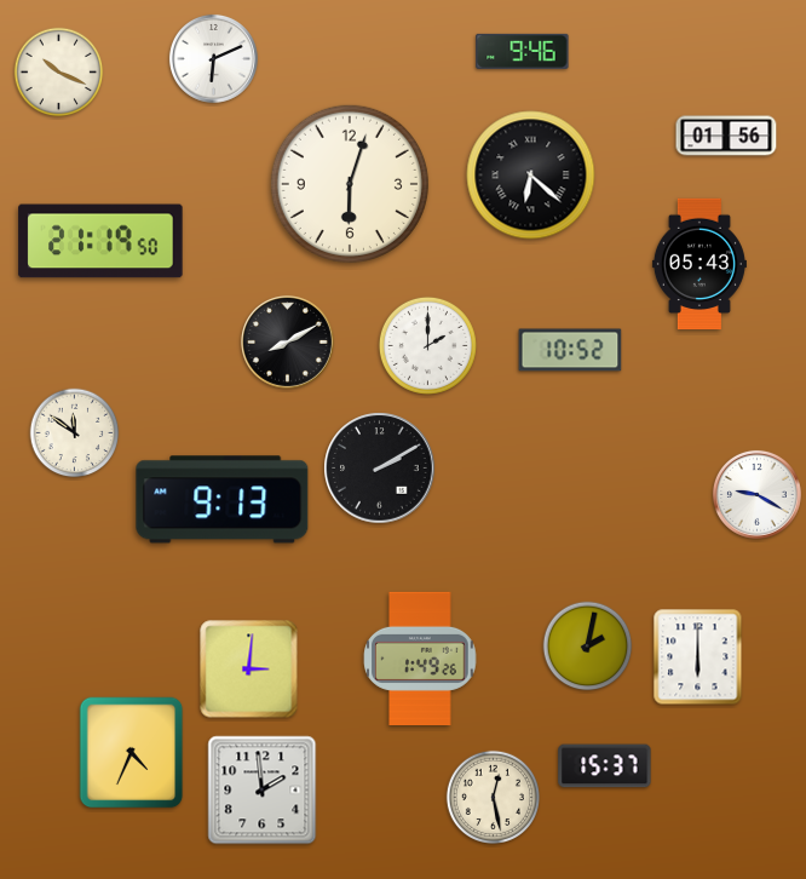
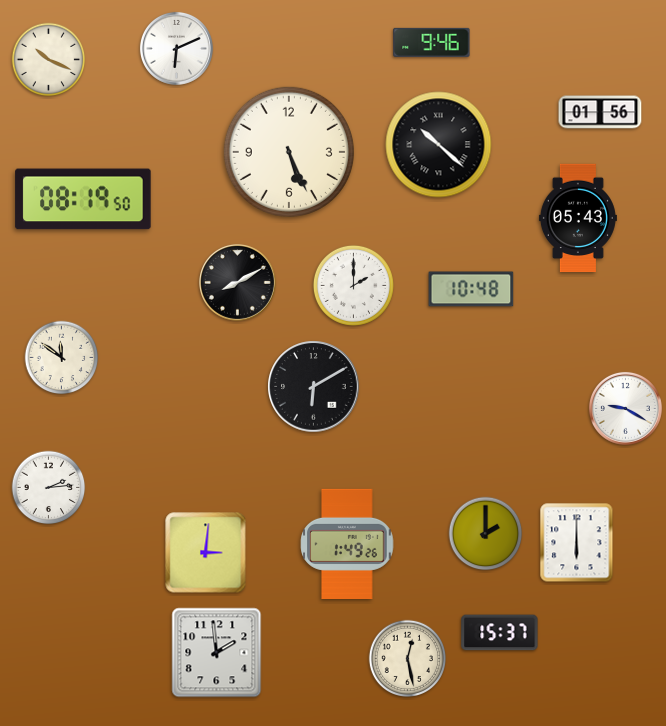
clock at (531, 176): 6:22 -> 10:22
clock at (350, 184): 6:03 -> 5:26
clock at (100, 241): 21:19 -> 08:19
clock at (570, 350): 10:52 -> 10:48
clock at (380, 469): 2:10 -> 6:10
clock at (223, 500): 9:13 -> none
clock at (49, 488): none -> 2:14
clock at (588, 647): 2:02 -> 2:00
clock at (132, 753): 4:34 -> none
